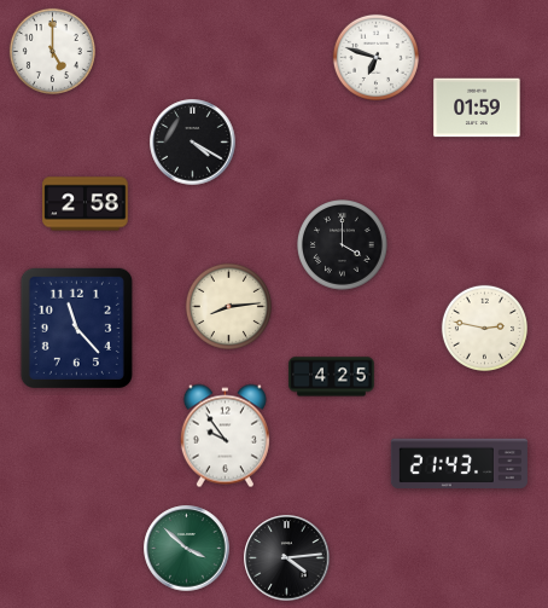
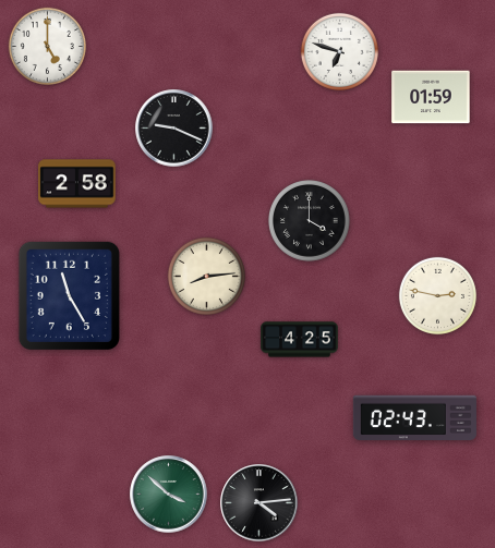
clock at (193, 143): 4:20 -> 9:19
clock at (76, 328): 11:23 -> 11:25
clock at (225, 436): 9:54 -> none
clock at (459, 464): 21:43 -> 02:43
